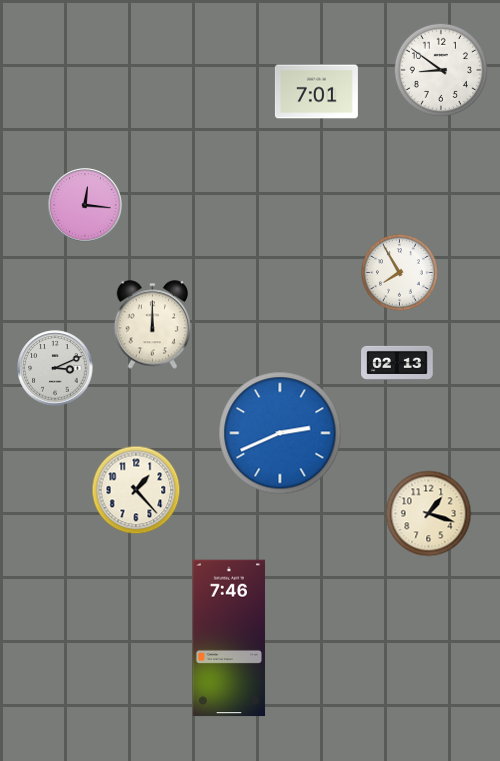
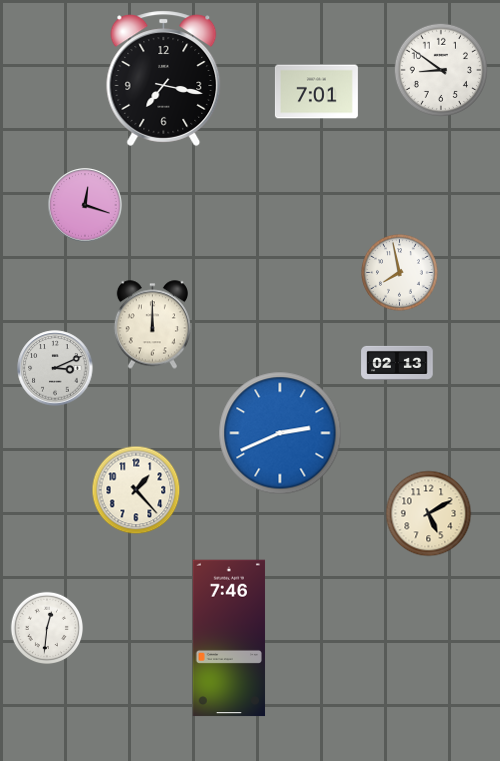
clock at (164, 78): none -> 7:17
clock at (85, 205): 12:16 -> 12:18
clock at (400, 273): 7:55 -> 7:58
clock at (429, 514): 1:18 -> 5:10
clock at (46, 627): none -> 12:31
